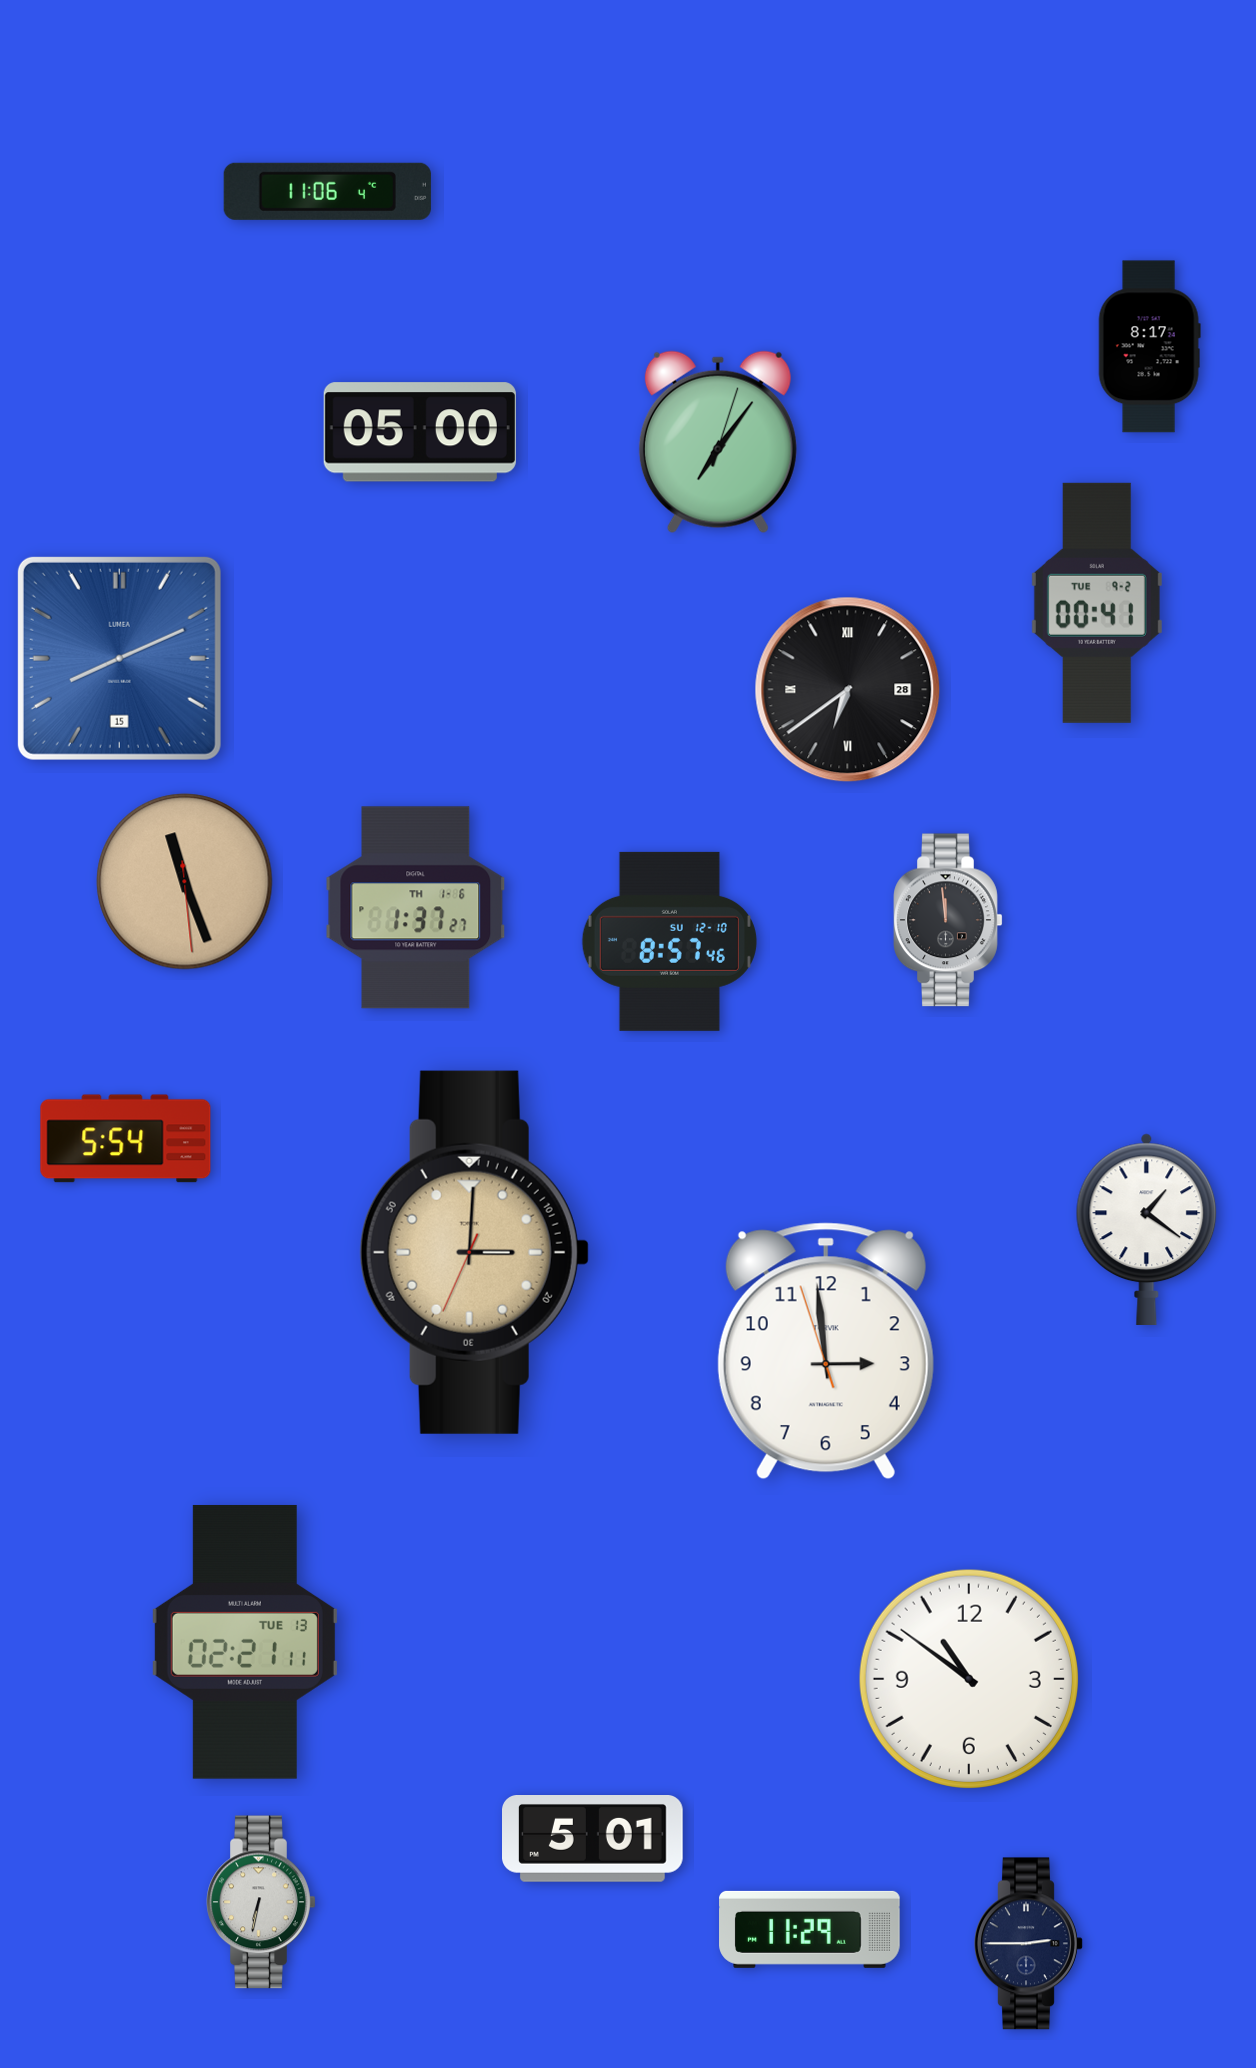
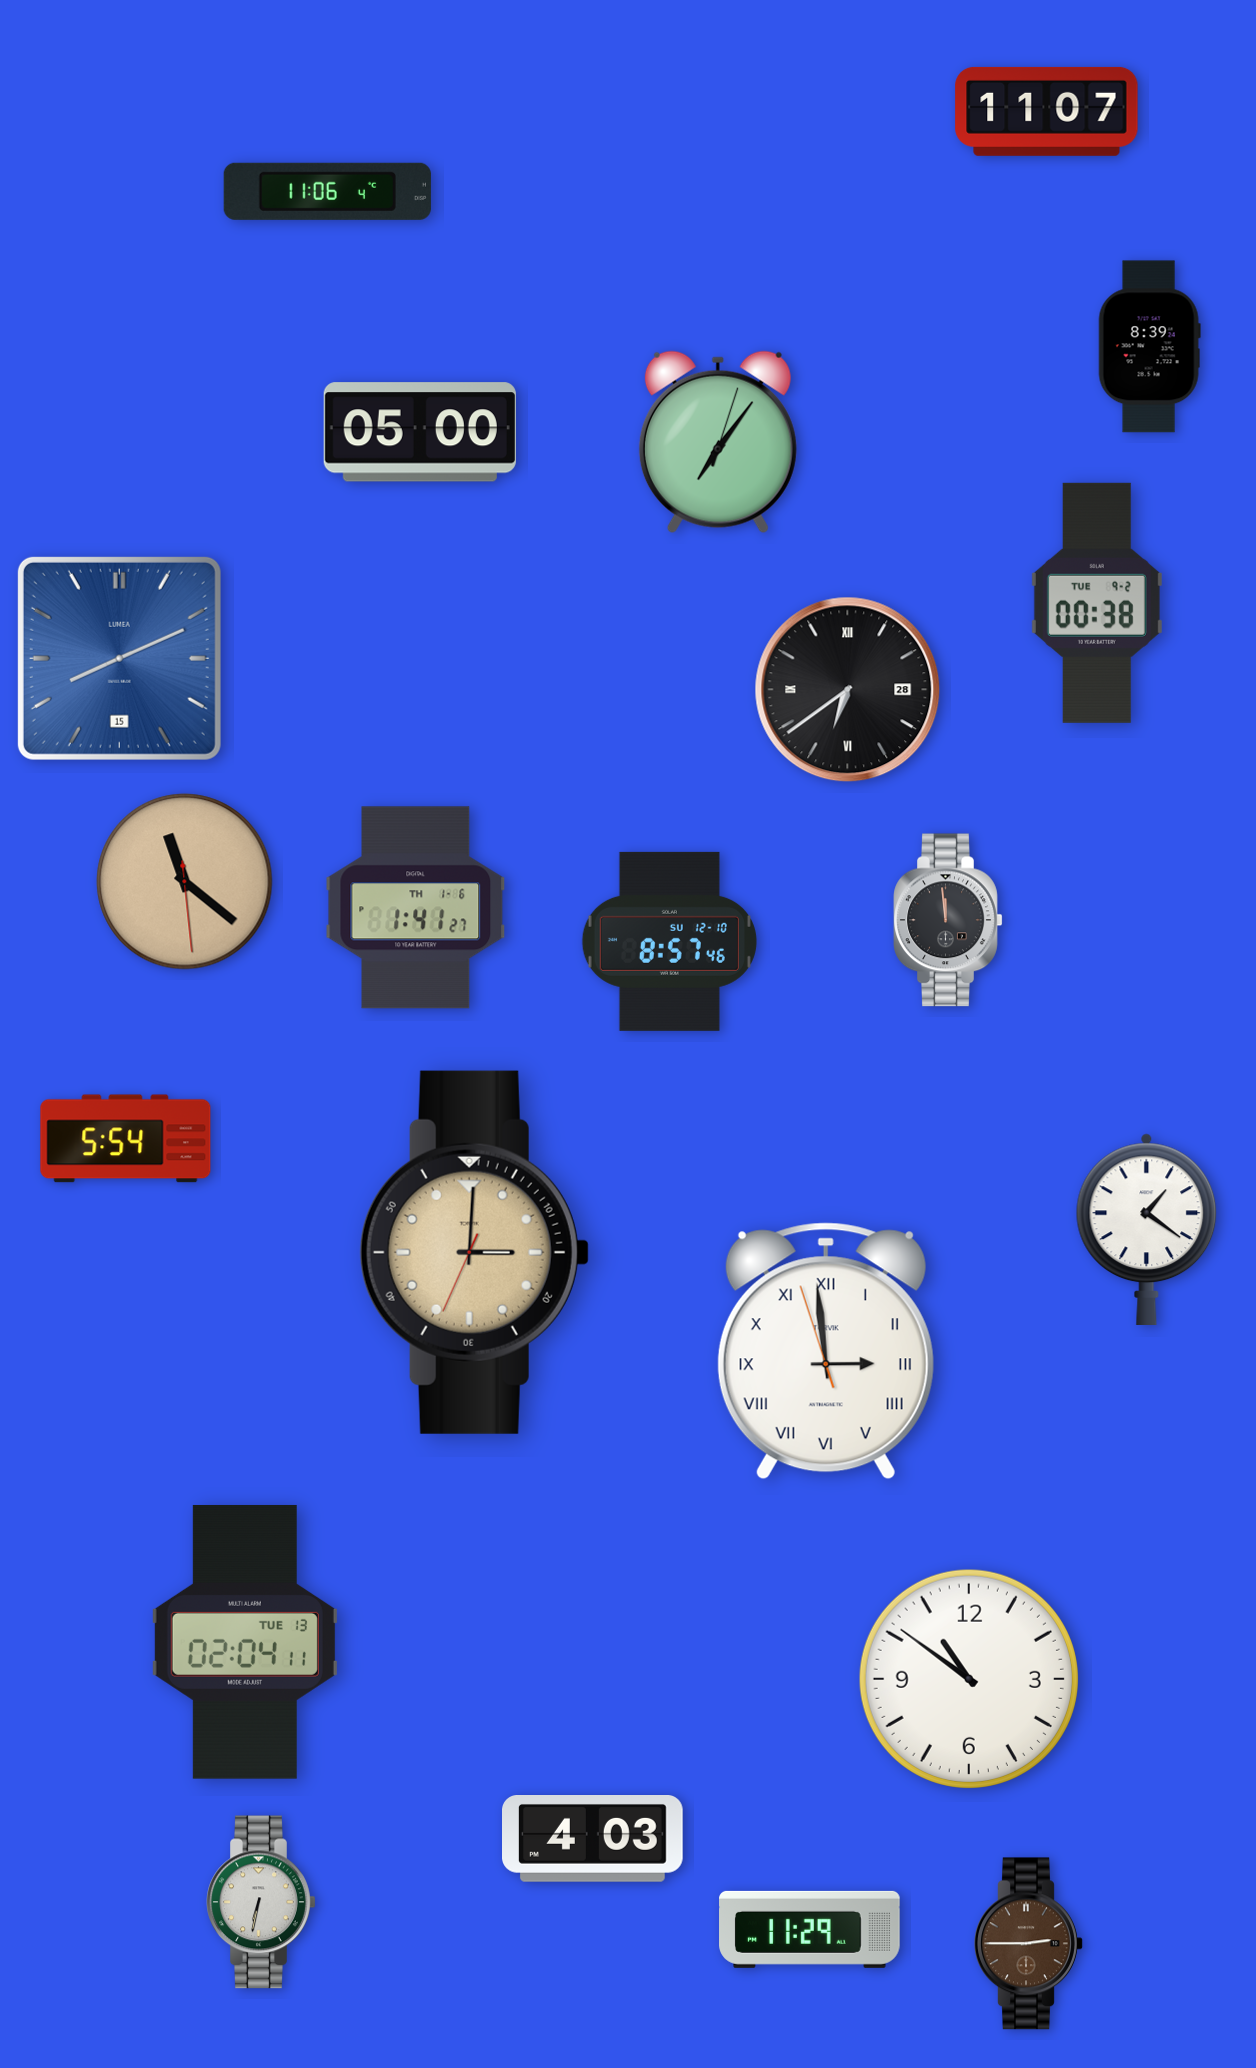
clock at (1047, 111): none -> 11:07
clock at (1149, 347): 8:17 -> 8:39
clock at (1097, 603): 00:41 -> 00:38
clock at (185, 882): 11:26 -> 11:21
clock at (416, 908): 1:37 -> 1:41
clock at (826, 1351) numerals: Arabic -> Roman
clock at (245, 1642): 02:21 -> 02:04
clock at (593, 1839): 5:01 -> 4:03
clock at (1029, 1944) dial: navy -> brown
